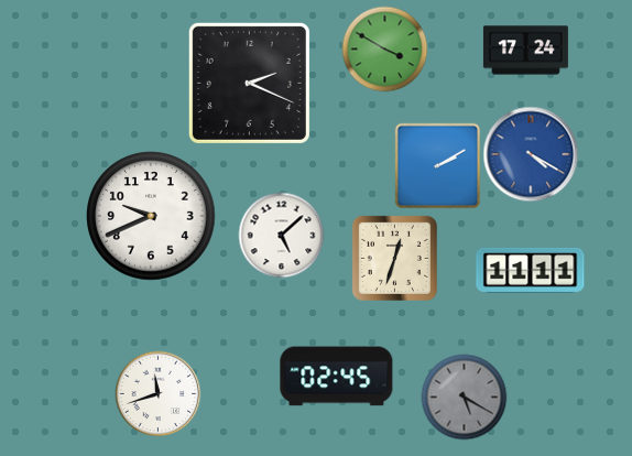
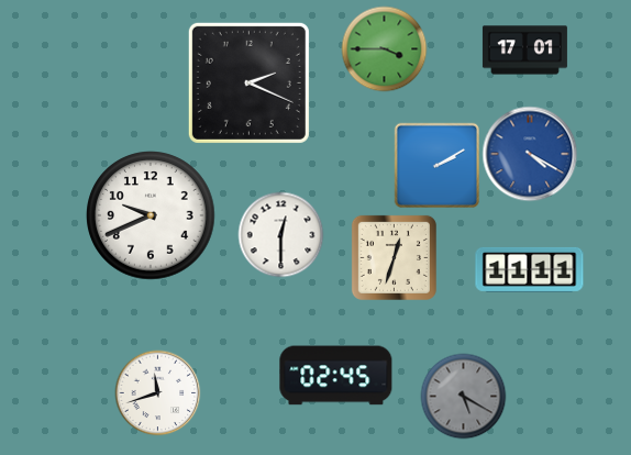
clock at (384, 48): 3:50 -> 3:45
clock at (525, 51): 17:24 -> 17:01
clock at (281, 235): 5:08 -> 12:30
